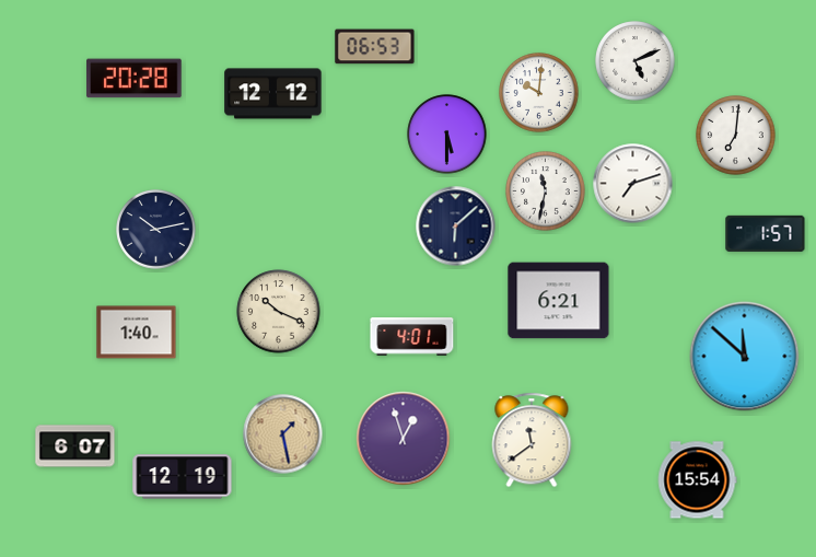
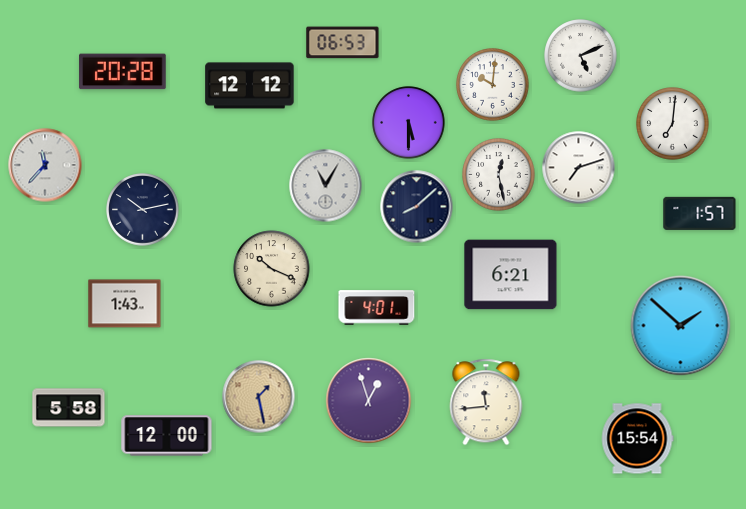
clock at (45, 165): none -> 11:37
clock at (546, 192): 11:32 -> 12:28
clock at (326, 186): none -> 11:05
clock at (456, 227): 6:08 -> 8:08
clock at (279, 312) position: (279, 312) -> (272, 269)
clock at (137, 333): 1:40 -> 1:43
clock at (745, 357): 11:52 -> 1:52
clock at (532, 440): 11:39 -> 11:44
clock at (75, 446): 6:07 -> 5:58
clock at (183, 477): 12:19 -> 12:00
